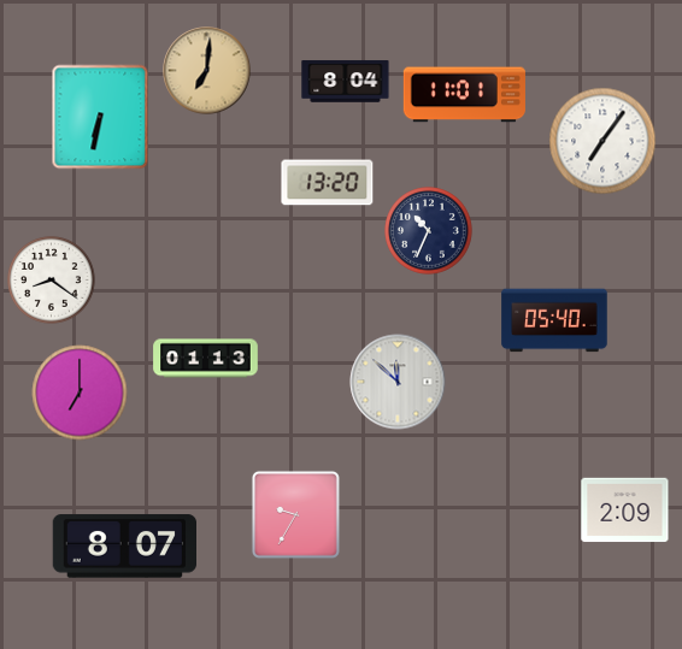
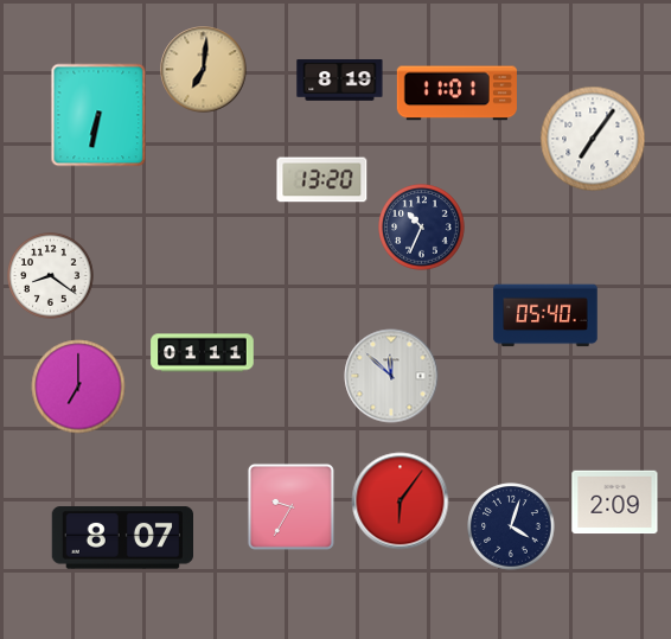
clock at (346, 82): 8:04 -> 8:19
clock at (206, 359): 01:13 -> 01:11
clock at (401, 501): none -> 6:06
clock at (511, 526): none -> 4:03
